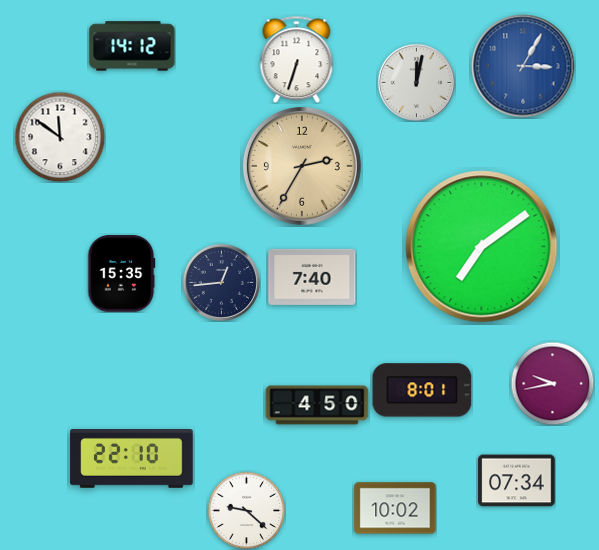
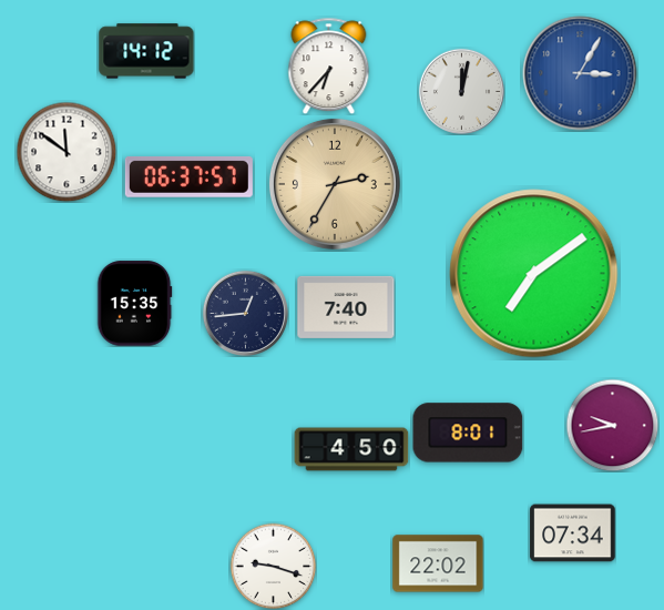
clock at (297, 59): 6:33 -> 6:37
clock at (188, 177): none -> 06:37
clock at (132, 459): 22:10 -> none
clock at (395, 508): 10:02 -> 22:02
clock at (246, 510): 9:22 -> 9:18
